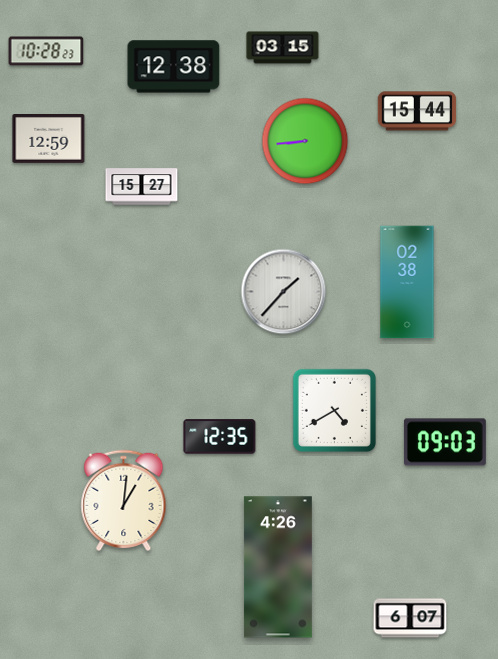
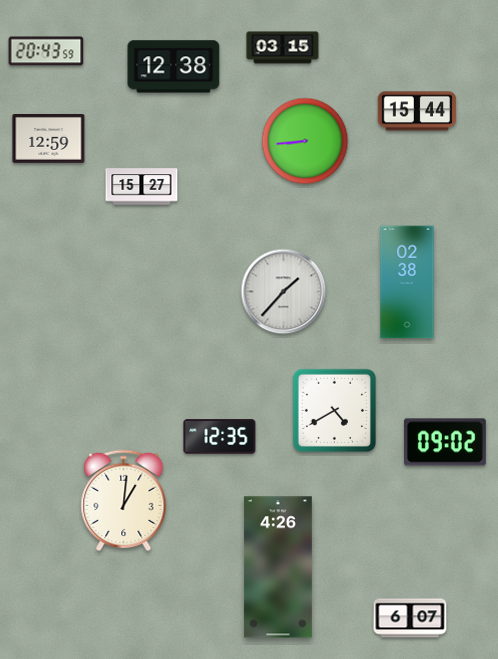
clock at (46, 51): 10:28 -> 20:43
clock at (445, 442): 09:03 -> 09:02
